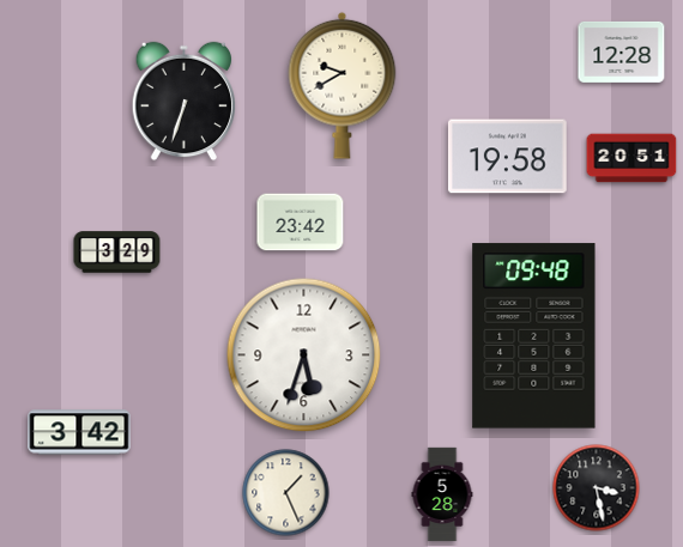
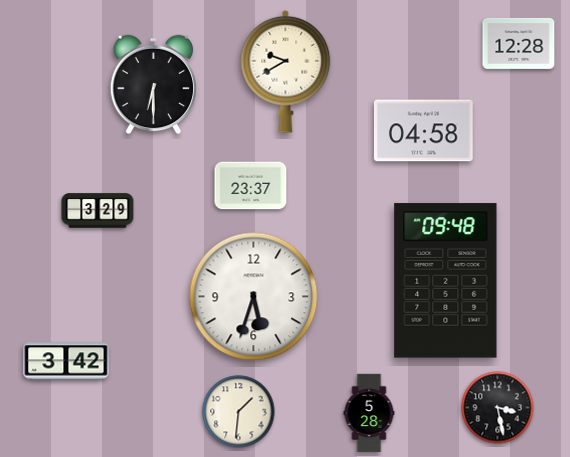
clock at (185, 102): 6:33 -> 6:30
clock at (507, 157): 19:58 -> 04:58
clock at (631, 158): 20:51 -> none
clock at (301, 223): 23:42 -> 23:37
clock at (286, 493): 1:26 -> 1:31
